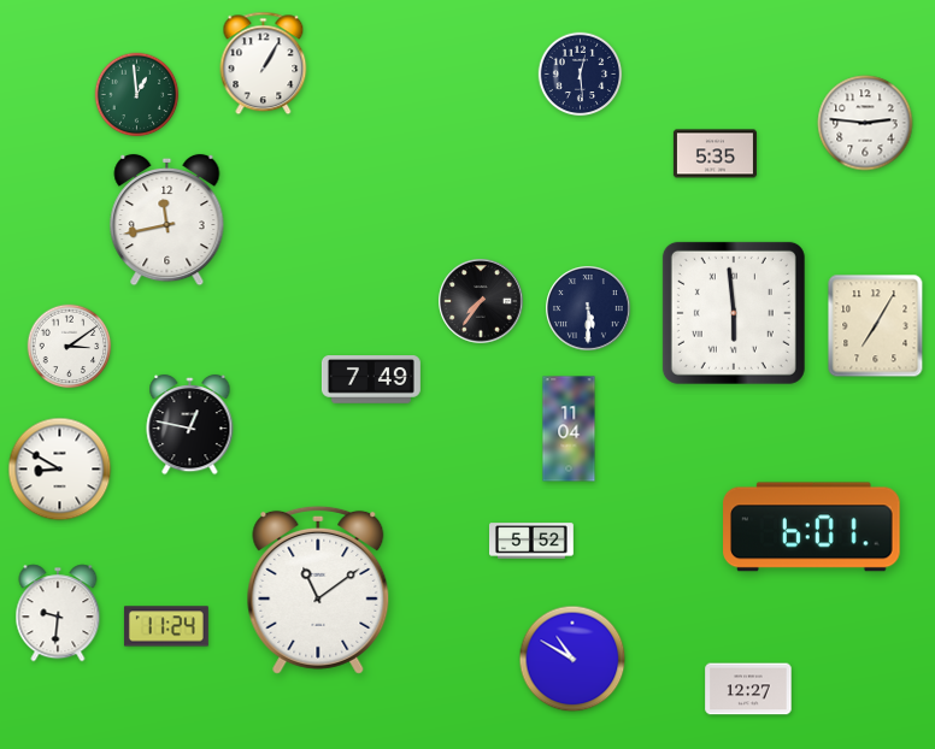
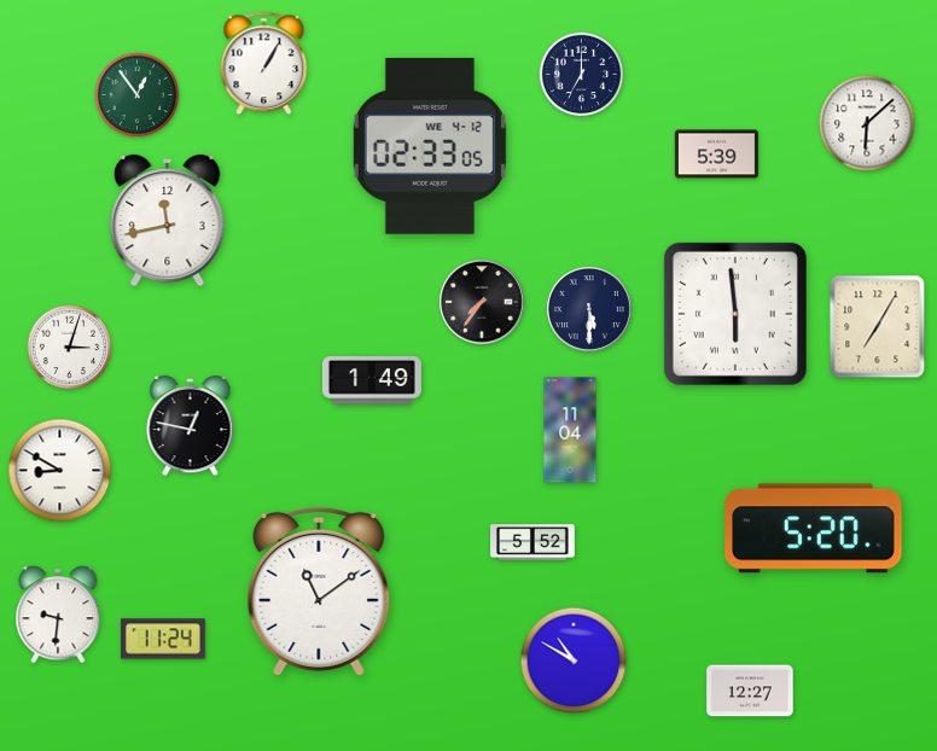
clock at (581, 75): 12:29 -> 7:00
clock at (137, 95): 12:59 -> 12:54
clock at (865, 123): 2:46 -> 6:08
clock at (430, 146): none -> 02:33
clock at (715, 154): 5:35 -> 5:39
clock at (70, 347): 3:09 -> 3:03
clock at (371, 381): 7:49 -> 1:49
clock at (812, 527): 6:01 -> 5:20
clock at (166, 626) position: (166, 626) -> (163, 639)
